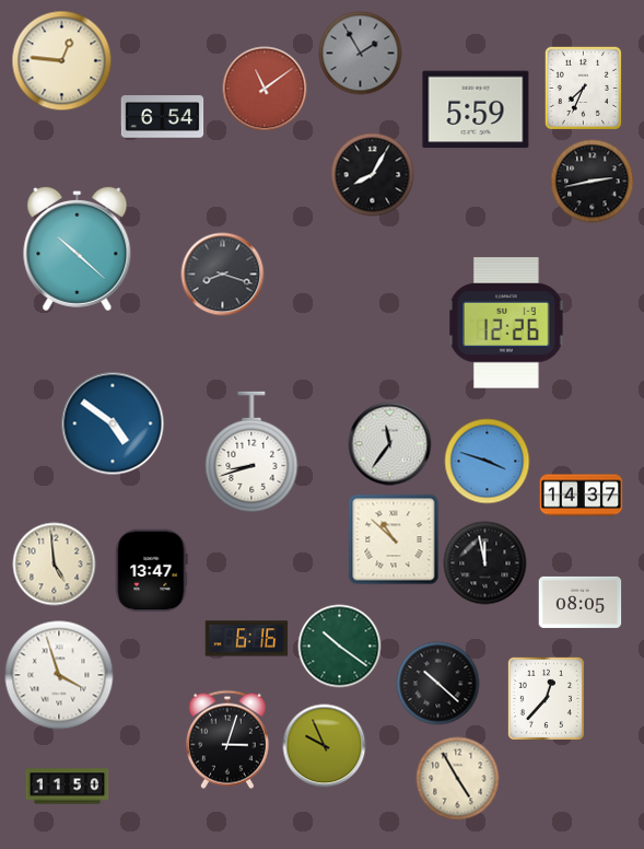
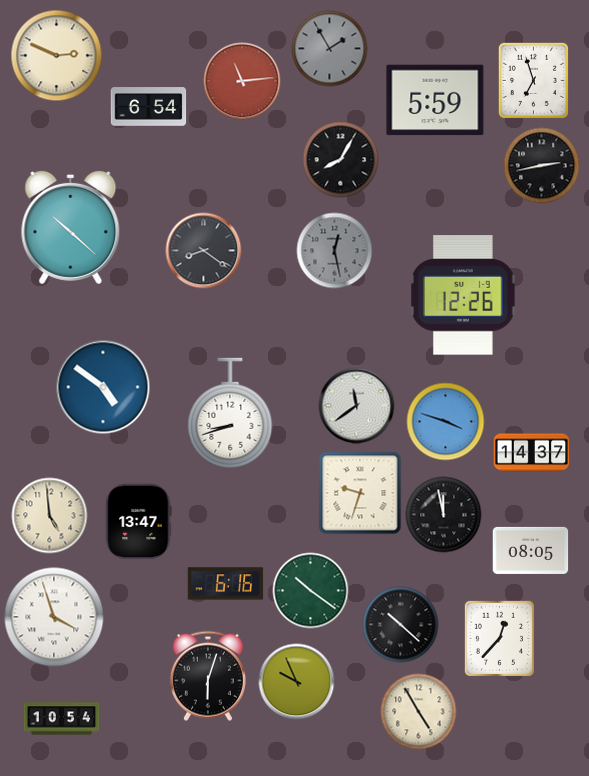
clock at (62, 61): 12:46 -> 2:49
clock at (583, 88): 7:34 -> 6:57
clock at (265, 89): 11:09 -> 11:14
clock at (223, 275): 8:18 -> 8:21
clock at (335, 251): none -> 12:28
clock at (390, 444): 11:36 -> 11:39
clock at (394, 539): 10:52 -> 9:33
clock at (227, 740): 3:03 -> 6:03
clock at (68, 787): 11:50 -> 10:54
